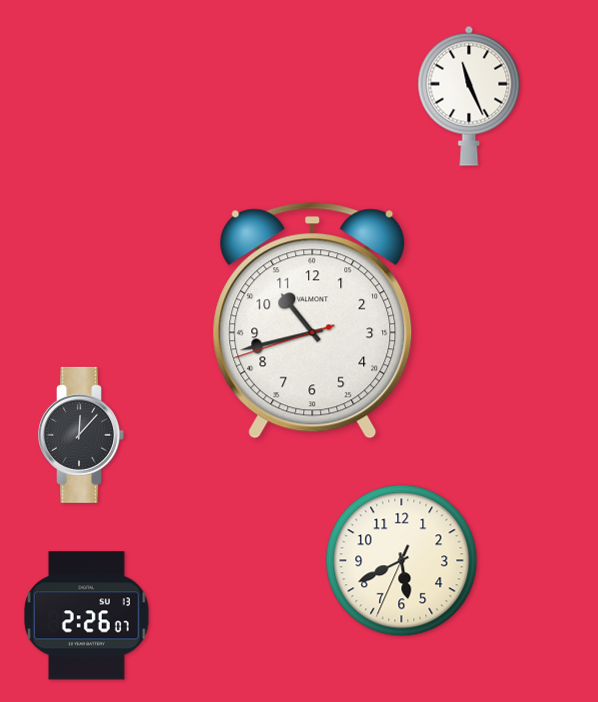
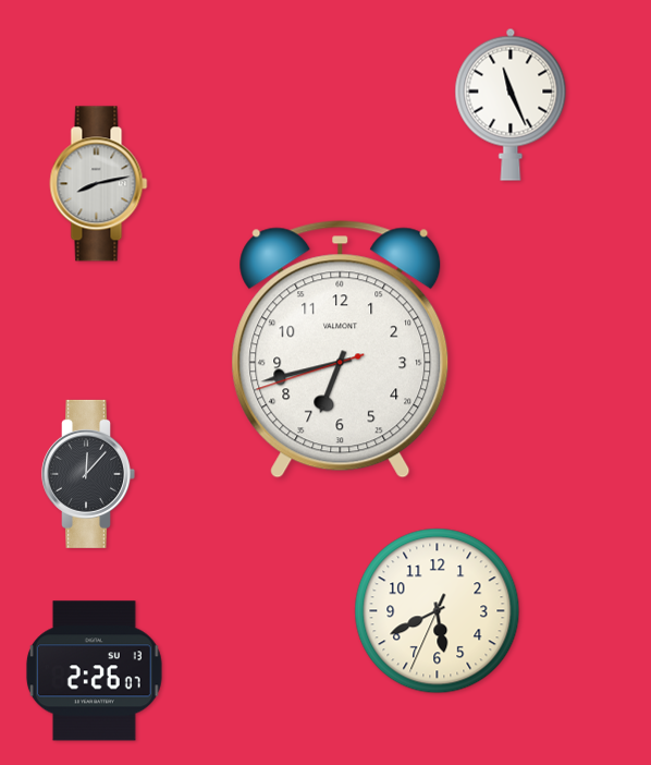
clock at (99, 184): none -> 8:13
clock at (313, 321): 10:42 -> 6:42
